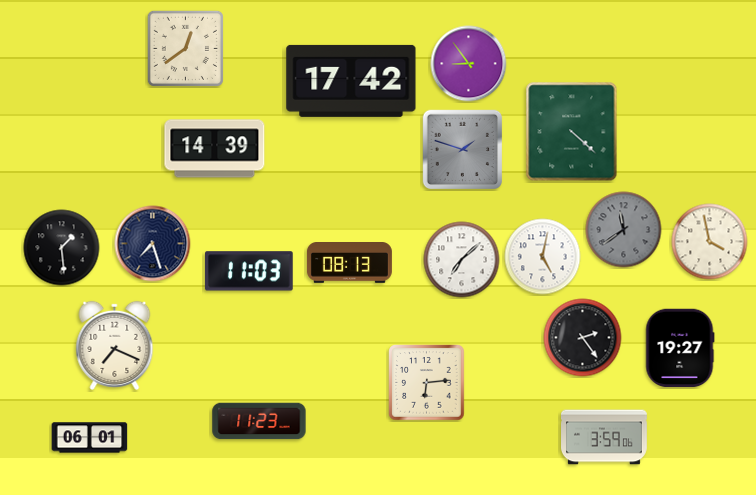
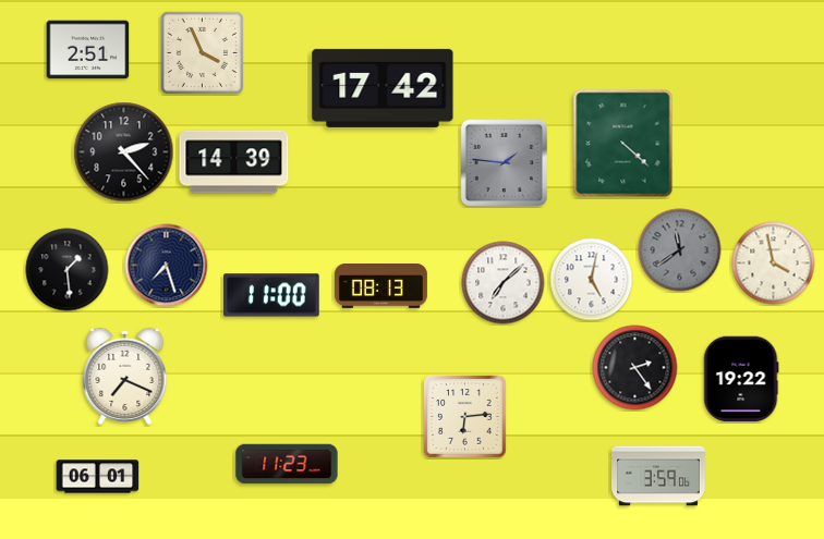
clock at (88, 50): none -> 2:51
clock at (185, 48): 12:39 -> 3:56
clock at (469, 64): 8:54 -> none
clock at (124, 152): none -> 2:23
clock at (463, 150): 1:48 -> 1:46
clock at (250, 271): 11:03 -> 11:00
clock at (680, 348): 19:27 -> 19:22
clock at (259, 421) position: (259, 421) -> (287, 464)
